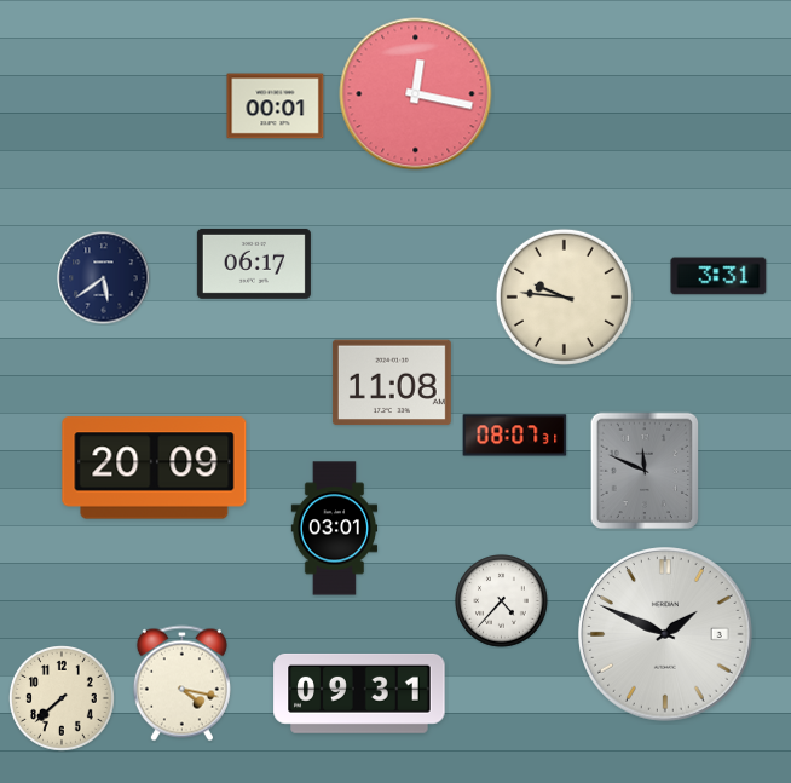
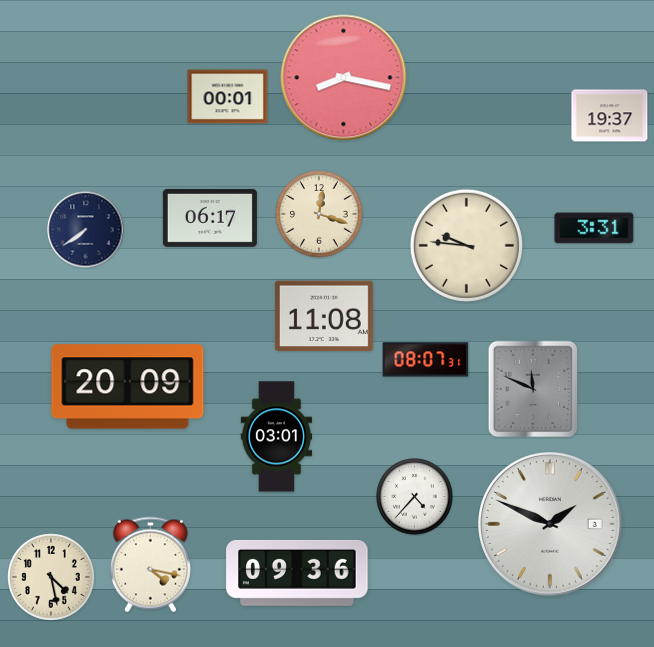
clock at (416, 94): 12:17 -> 8:17
clock at (276, 106) position: (276, 106) -> (228, 97)
clock at (610, 116): none -> 19:37
clock at (320, 215): none -> 12:18
clock at (104, 278): 5:39 -> 7:39
clock at (359, 693): 09:31 -> 09:36
clock at (63, 699): 7:38 -> 4:28
